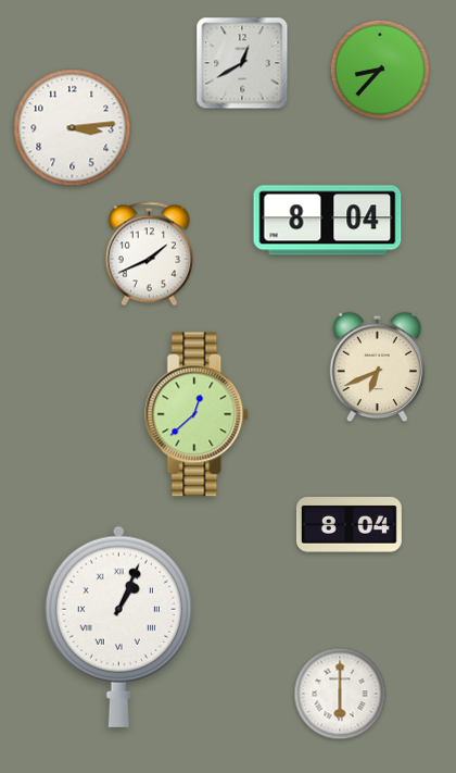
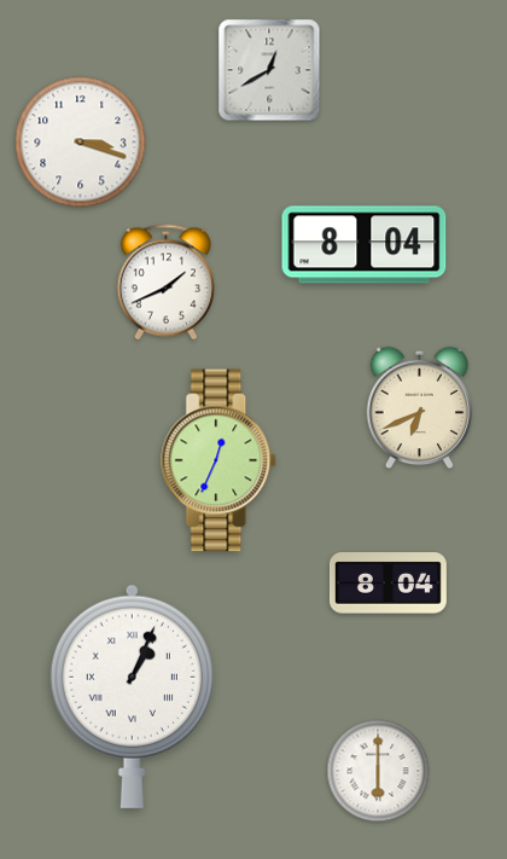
clock at (380, 70): 8:37 -> none
clock at (73, 128): 3:14 -> 3:18
clock at (198, 414): 12:38 -> 12:34
